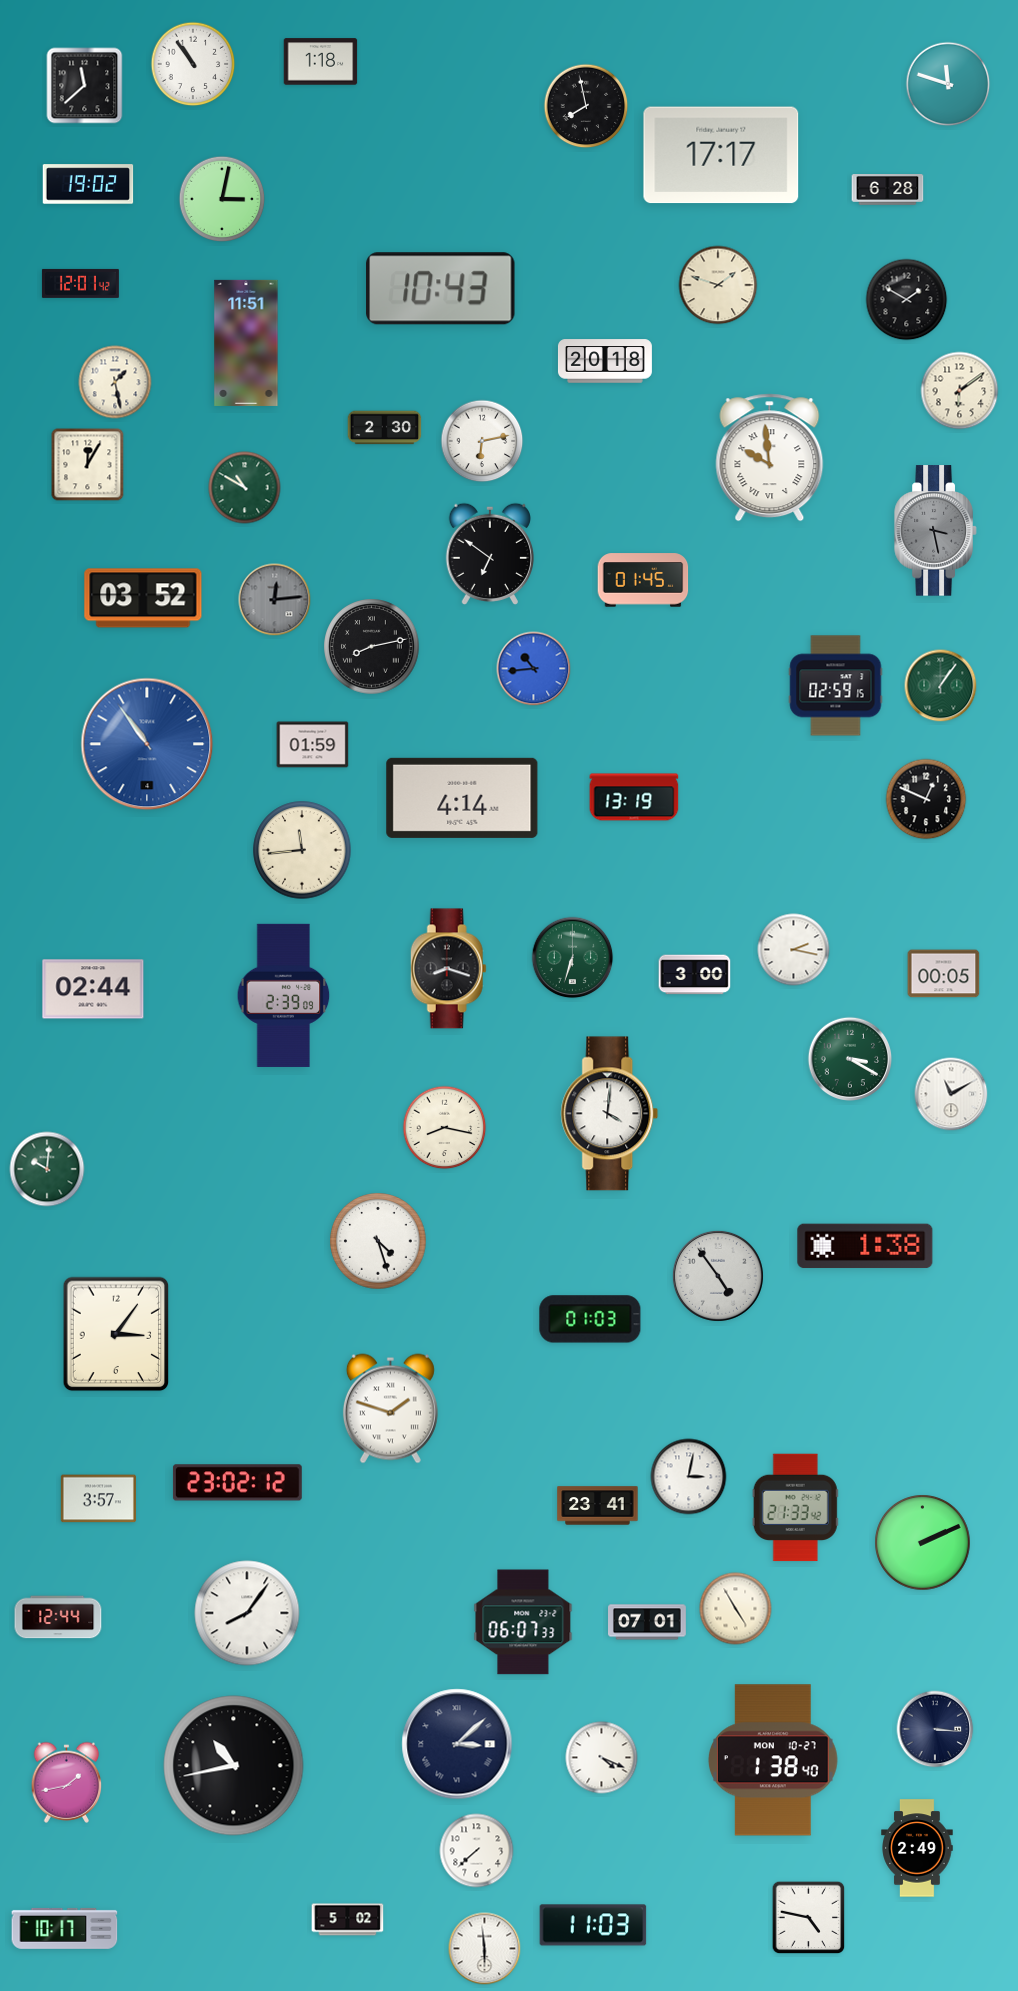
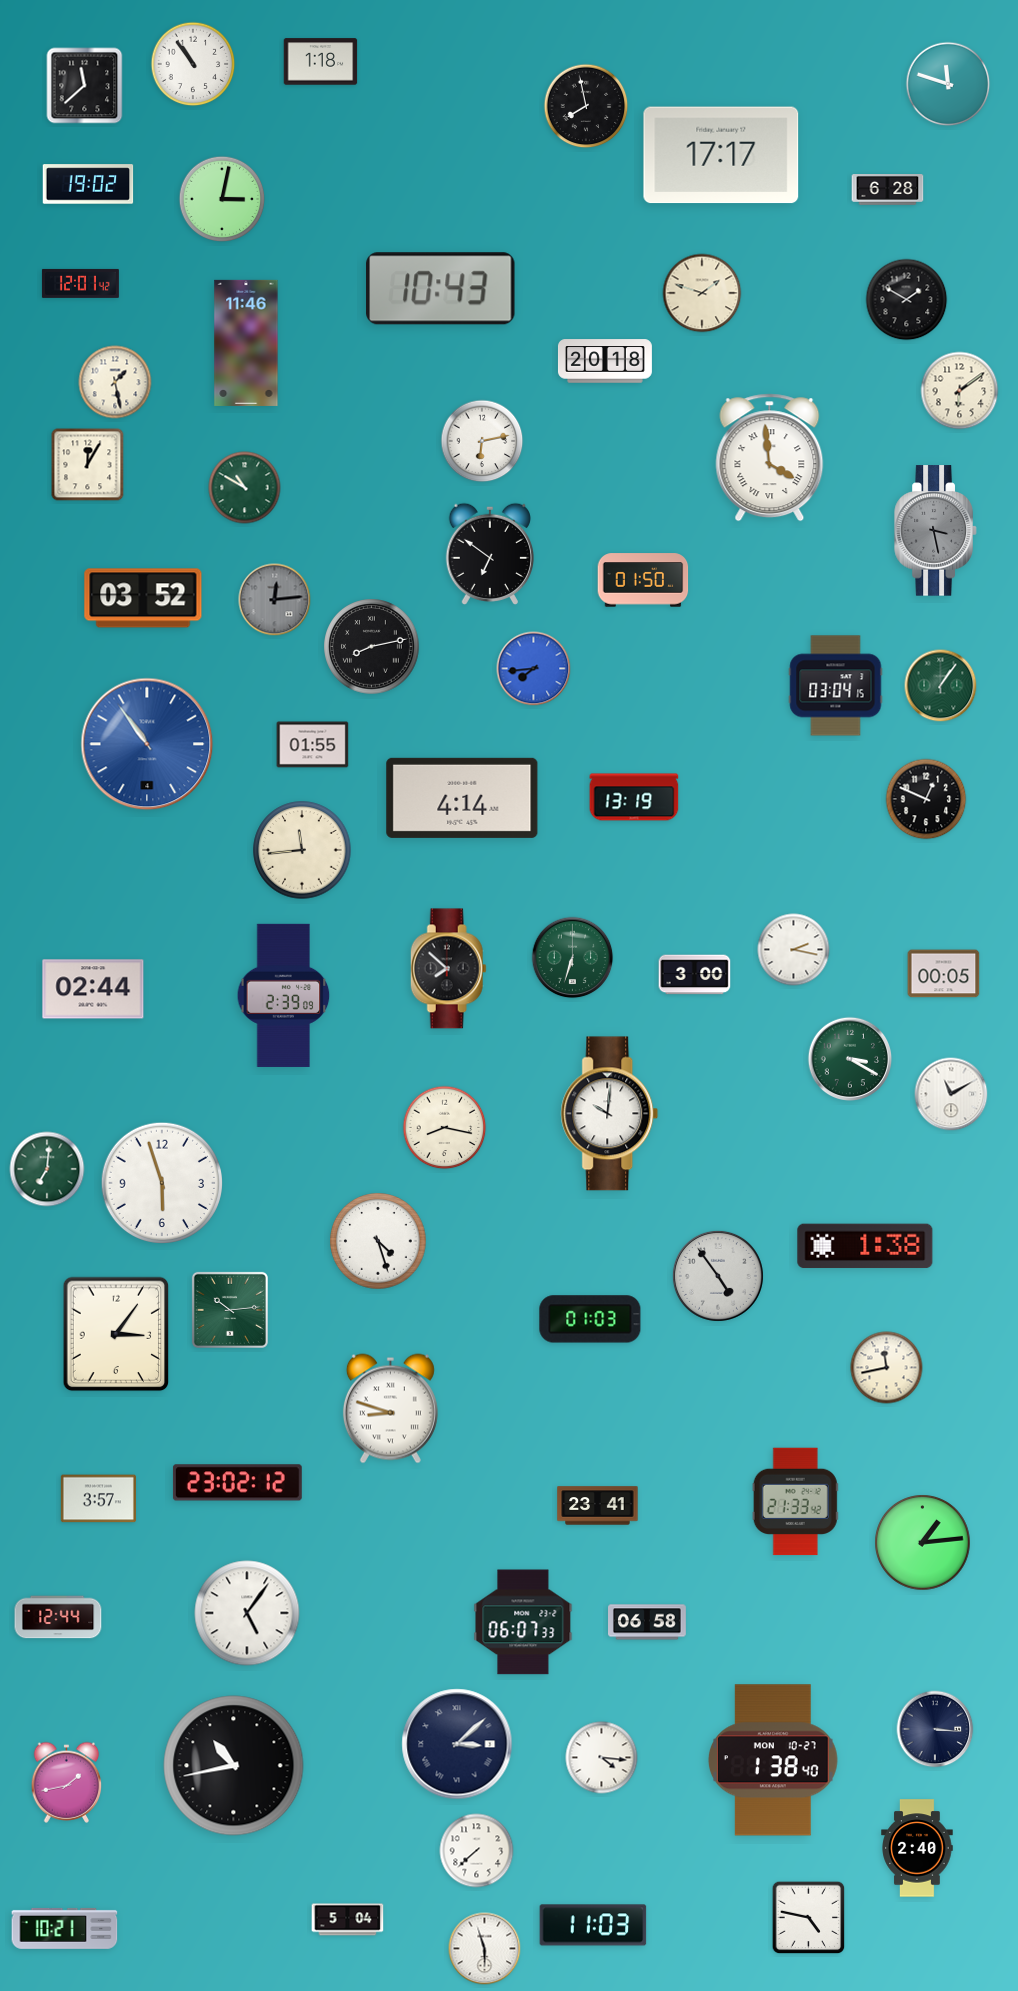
clock at (718, 285) position: (718, 285) -> (702, 293)
clock at (246, 343): 11:51 -> 11:46
clock at (385, 428): 2:30 -> none
clock at (770, 458): 9:59 -> 3:59
clock at (643, 580): 01:45 -> 01:50
clock at (534, 669): 10:44 -> 7:44
clock at (836, 686): 02:59 -> 03:04
clock at (313, 745): 01:59 -> 01:55
clock at (448, 969): 8:18 -> 7:52
clock at (610, 1114): 4:01 -> 10:01
clock at (47, 1169): 10:01 -> 7:01
clock at (161, 1182): none -> 5:57
clock at (230, 1310): none -> 10:14
clock at (887, 1368): none -> 11:43
clock at (390, 1409): 1:48 -> 8:48
clock at (689, 1477): 3:02 -> none
clock at (795, 1508) position: (795, 1508) -> (795, 1502)
clock at (923, 1543): 2:11 -> 1:14
clock at (736, 1609): 4:55 -> none
clock at (247, 1613): 8:06 -> 5:06
clock at (648, 1622): 07:01 -> 06:58
clock at (602, 1758): 4:19 -> 4:16
clock at (917, 1848): 2:49 -> 2:40
clock at (348, 1920): 5:02 -> 5:04
clock at (65, 1928): 10:17 -> 10:21
clock at (485, 1949): 5:59 -> 5:57
